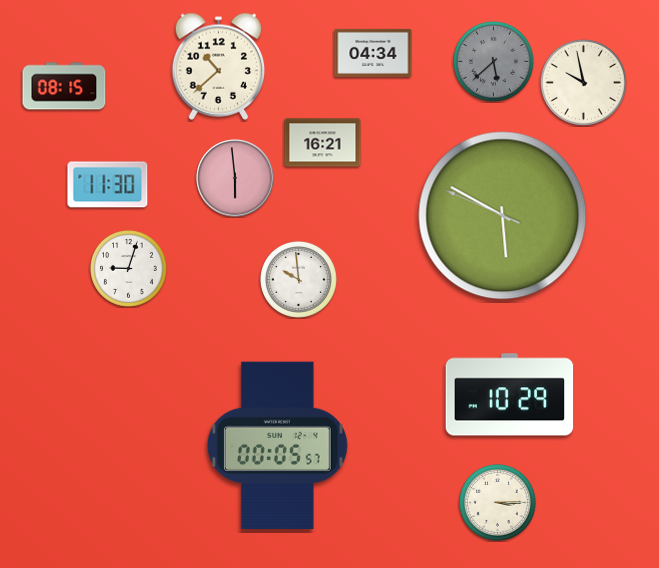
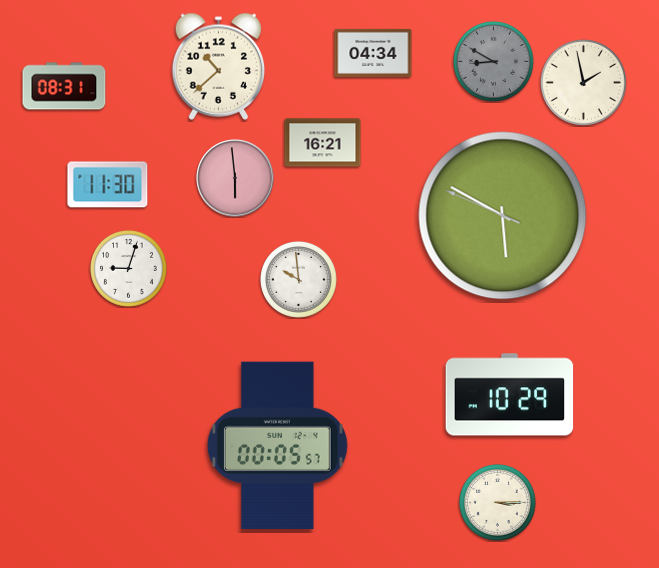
clock at (494, 62): 5:38 -> 8:50
clock at (583, 82): 9:58 -> 1:58
clock at (64, 86): 08:15 -> 08:31
